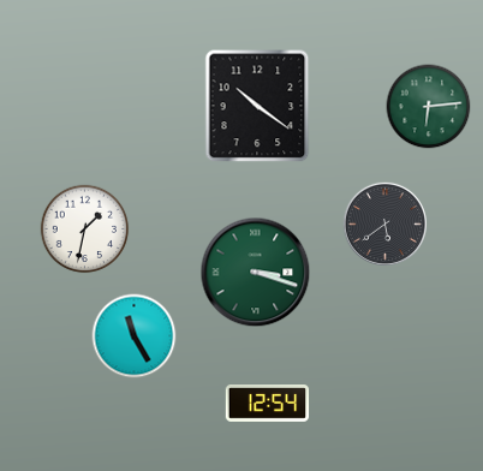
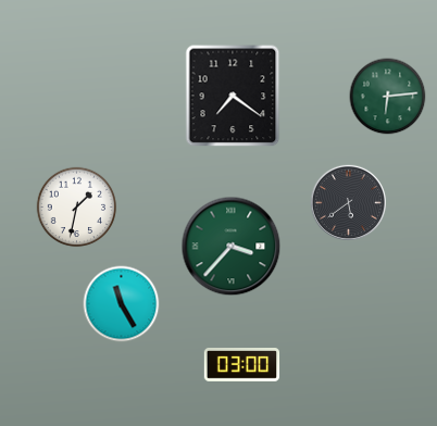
clock at (257, 106): 10:21 -> 7:21
clock at (256, 273): 3:18 -> 3:37
clock at (268, 404): 12:54 -> 03:00
